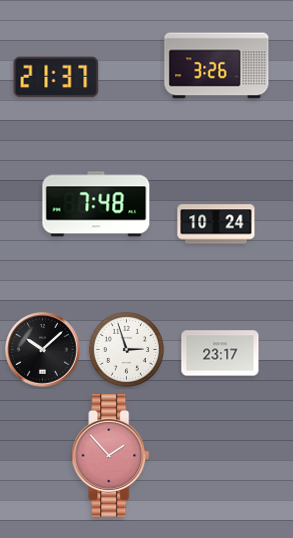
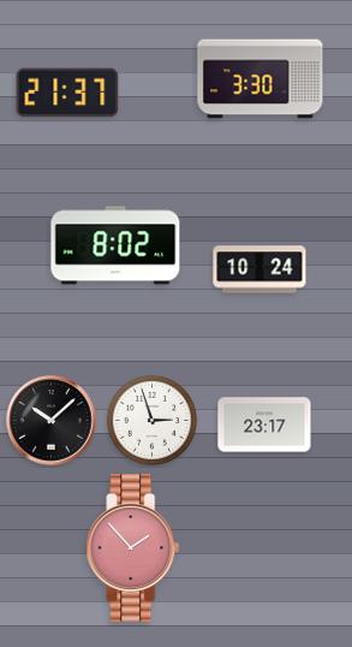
clock at (217, 66): 3:26 -> 3:30
clock at (96, 204): 7:48 -> 8:02
